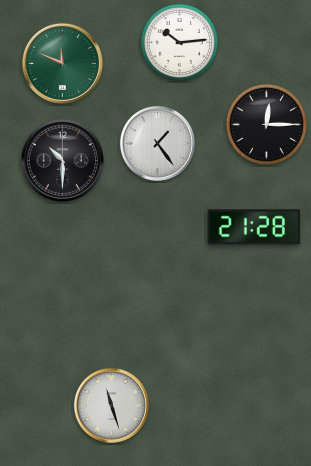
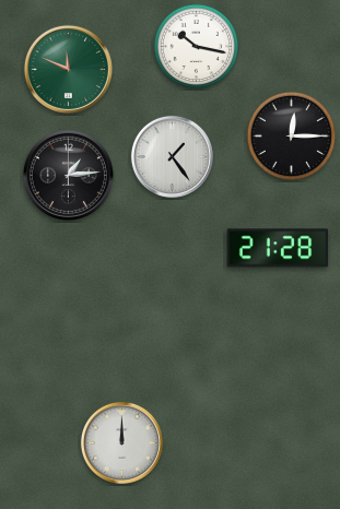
clock at (180, 43): 10:14 -> 10:17
clock at (62, 160): 10:30 -> 1:14
clock at (111, 405): 11:27 -> 12:00
